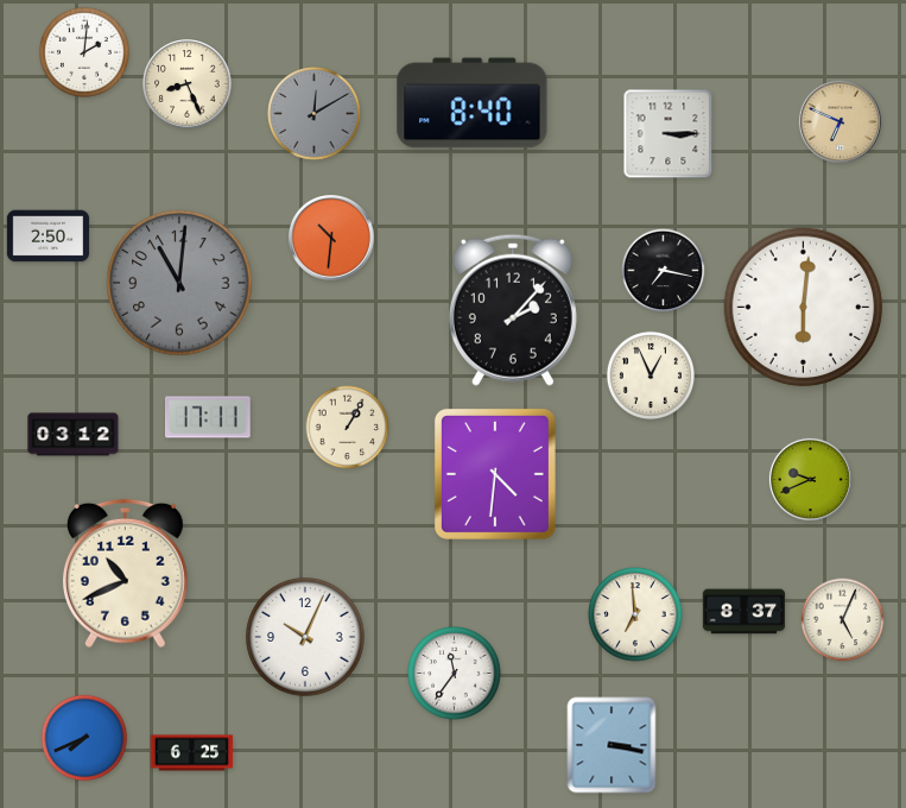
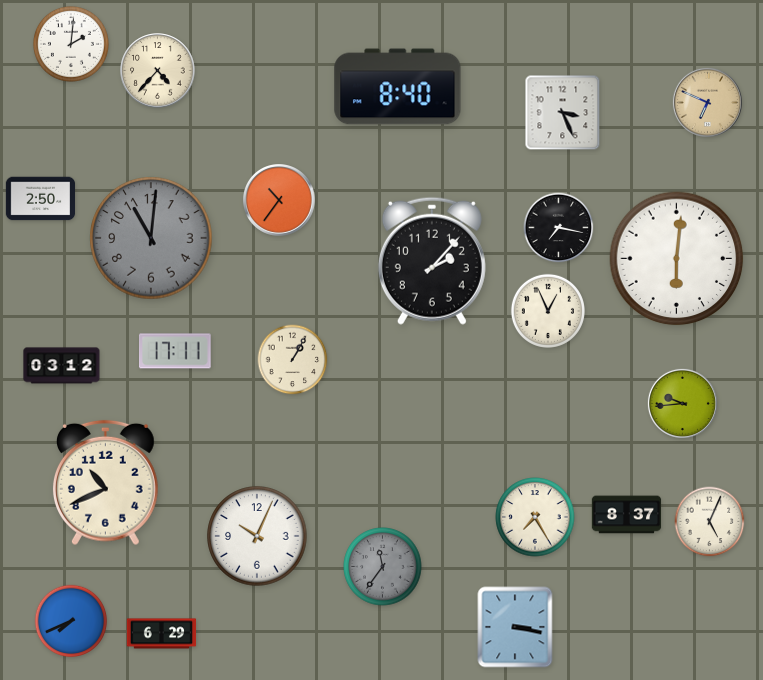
clock at (188, 84): 8:26 -> 4:37
clock at (315, 114): 12:10 -> none
clock at (669, 134): 3:15 -> 3:26
clock at (332, 239): 10:31 -> 10:36
clock at (651, 375) position: (651, 375) -> (548, 311)
clock at (495, 474): 4:31 -> none
clock at (810, 479): 9:41 -> 9:44
clock at (635, 614): 6:59 -> 7:25
clock at (455, 674) dial: white -> grey
clock at (192, 753): 6:25 -> 6:29
